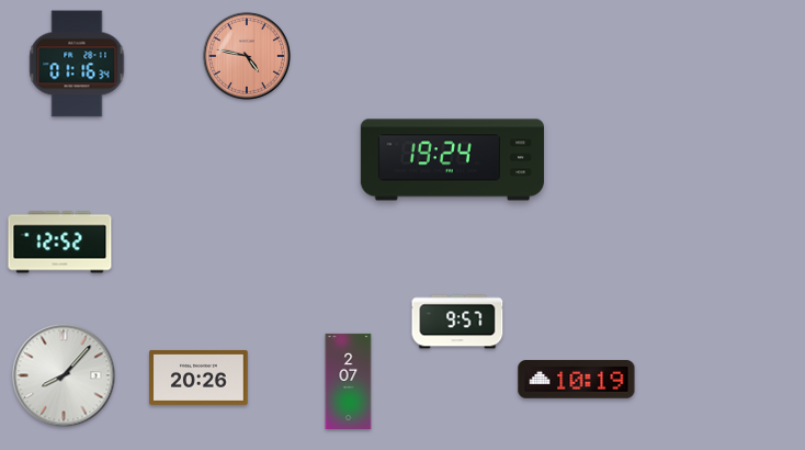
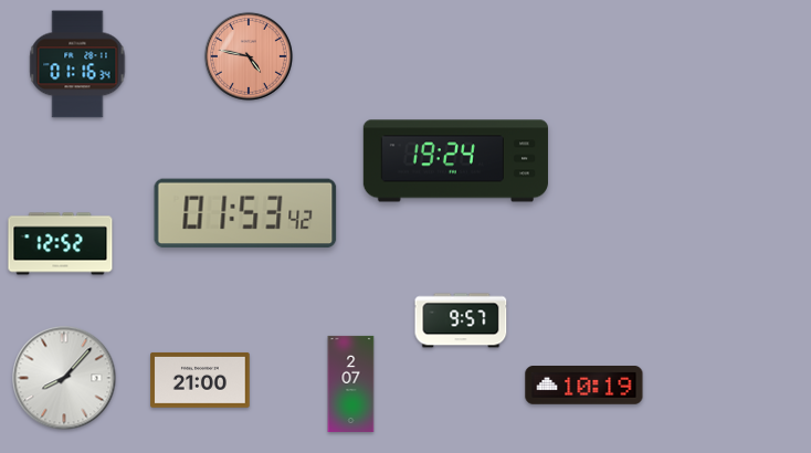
clock at (245, 213): none -> 01:53
clock at (457, 322) position: (457, 322) -> (461, 320)
clock at (199, 378): 20:26 -> 21:00
clock at (577, 380) position: (577, 380) -> (584, 386)
